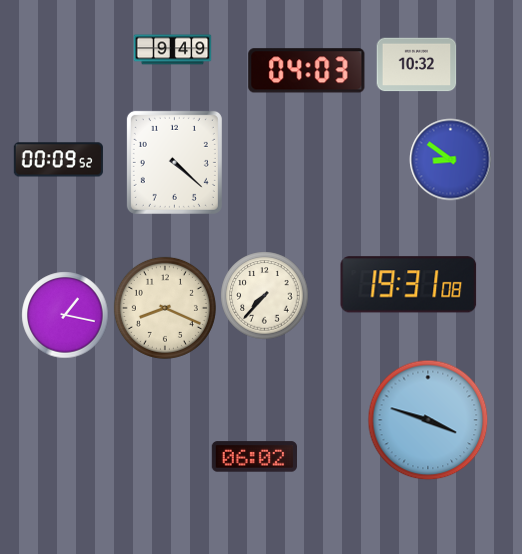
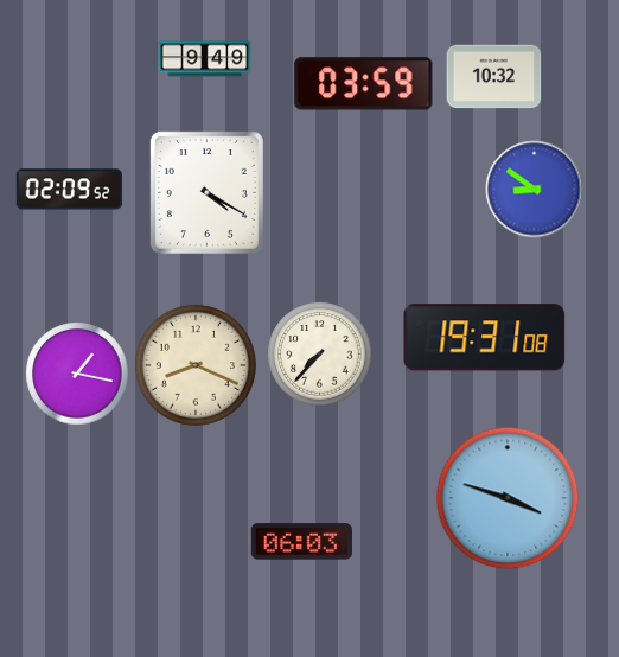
clock at (307, 71): 04:03 -> 03:59
clock at (58, 160): 00:09 -> 02:09
clock at (174, 162): 4:22 -> 4:20
clock at (264, 295) position: (264, 295) -> (319, 353)
clock at (254, 457): 06:02 -> 06:03
